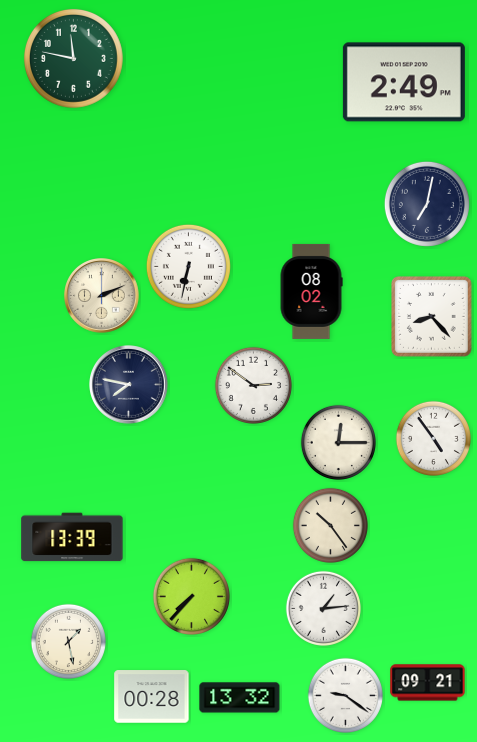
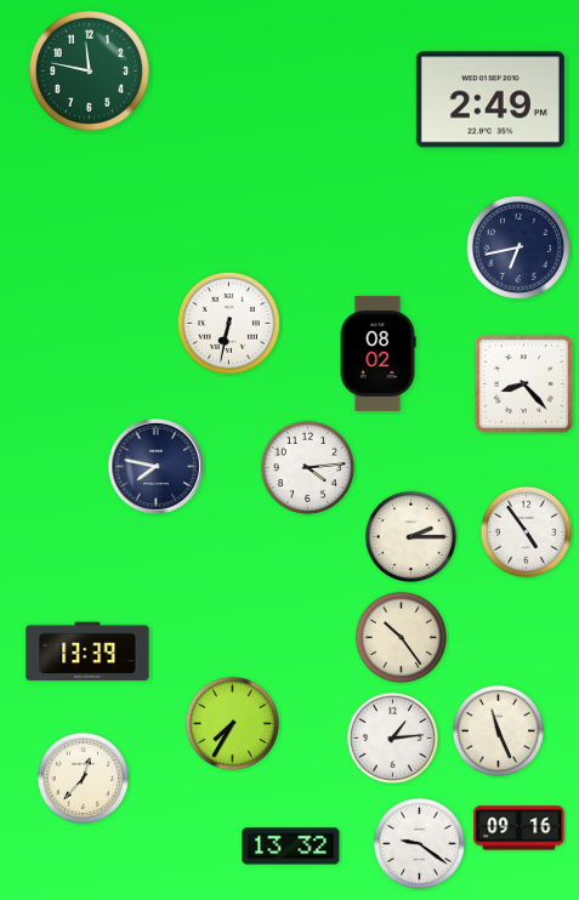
clock at (427, 204): 7:02 -> 6:43
clock at (102, 296): 2:11 -> none
clock at (253, 385): 2:51 -> 4:14
clock at (338, 442): 12:15 -> 2:15
clock at (191, 596): 7:37 -> 7:35
clock at (498, 730): none -> 11:26
clock at (68, 641): 1:28 -> 12:37
clock at (428, 683): 09:21 -> 09:16
clock at (152, 697): 00:28 -> none
